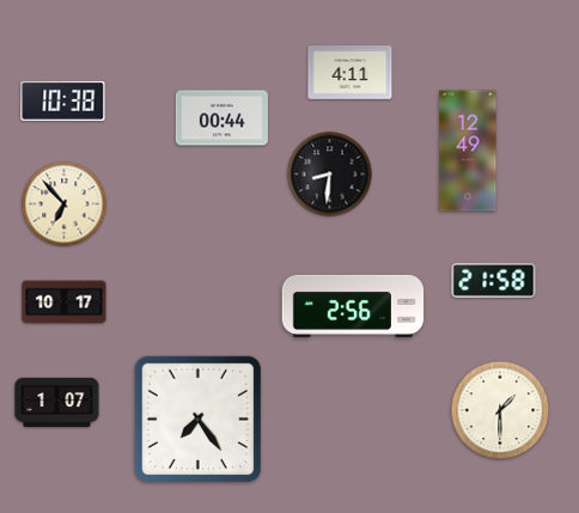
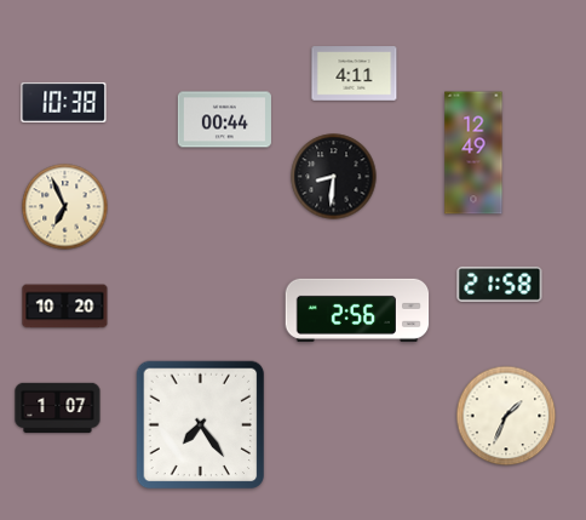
clock at (65, 204): 6:53 -> 6:56
clock at (65, 303): 10:17 -> 10:20
clock at (500, 410): 1:30 -> 1:34
